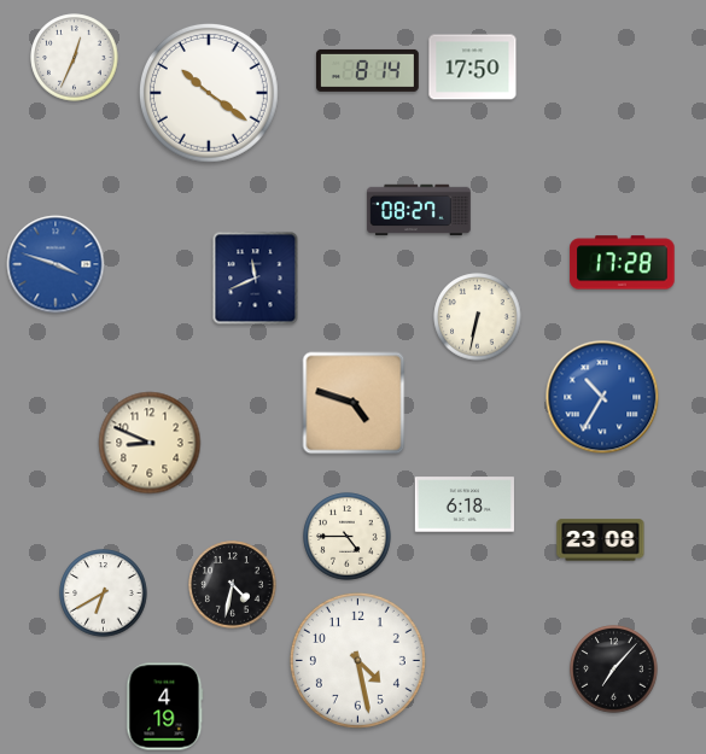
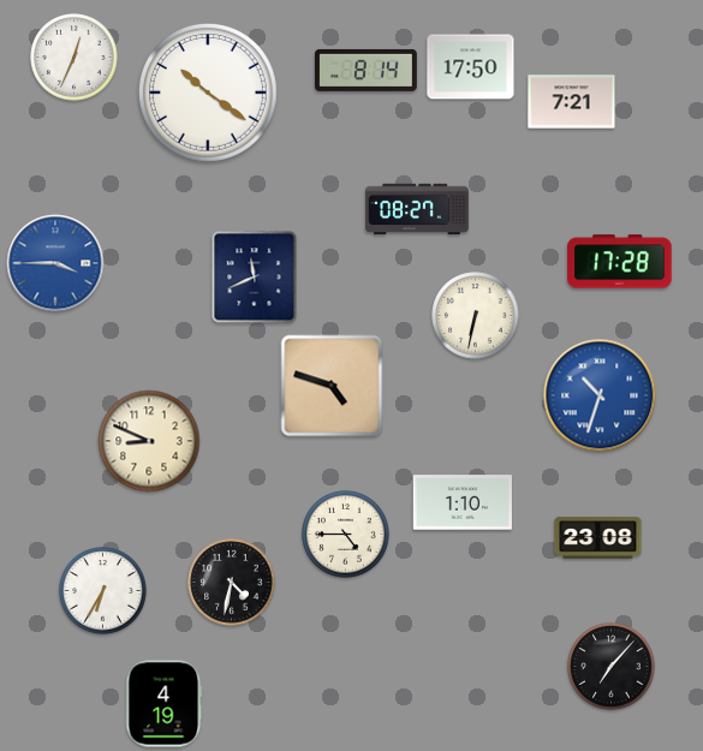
clock at (572, 102): none -> 7:21
clock at (56, 264): 3:48 -> 3:45
clock at (602, 397): 10:35 -> 10:33
clock at (354, 403) position: (354, 403) -> (332, 386)
clock at (465, 504): 6:18 -> 1:10
clock at (104, 594): 6:40 -> 6:35
clock at (357, 660): 4:28 -> none
